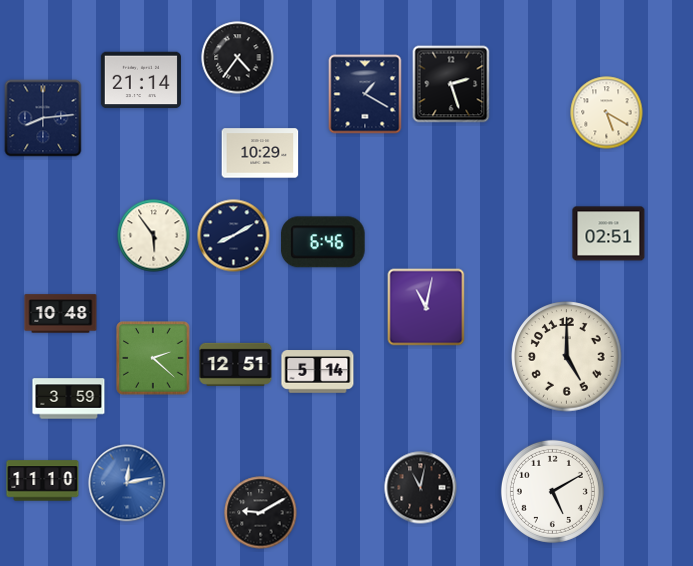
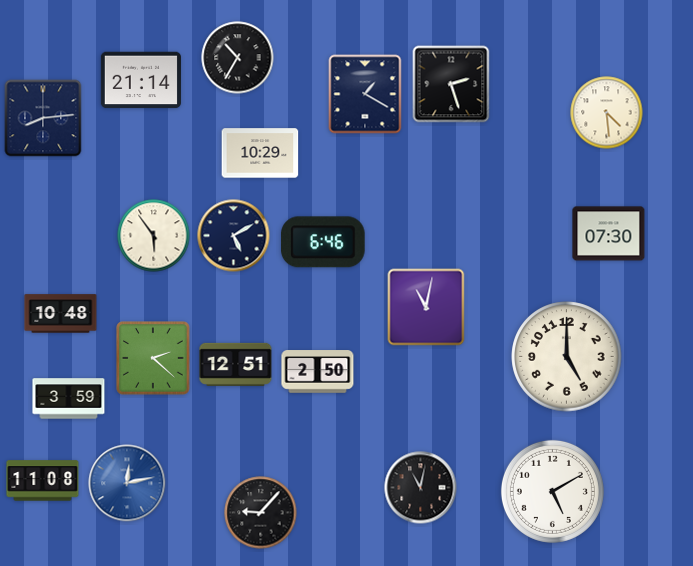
clock at (238, 58): 4:36 -> 10:35
clock at (607, 113): 5:20 -> 4:29
clock at (609, 234): 02:51 -> 07:30
clock at (234, 236): 8:10 -> 5:10
clock at (318, 372): 5:14 -> 2:50
clock at (43, 481): 11:10 -> 11:08
clock at (261, 513): 9:10 -> 9:07
